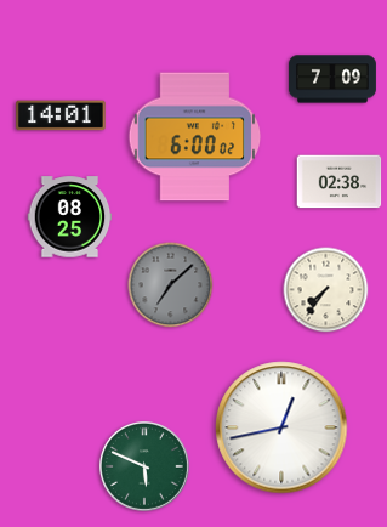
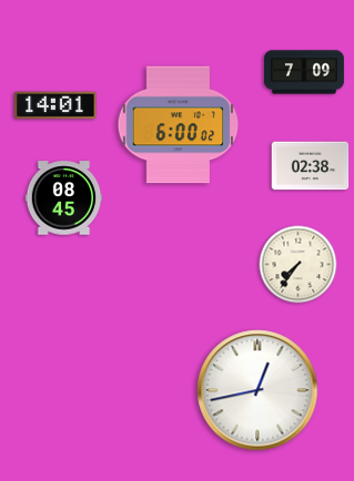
clock at (70, 217): 08:25 -> 08:45
clock at (171, 285): 7:08 -> none
clock at (144, 466): 5:49 -> none
